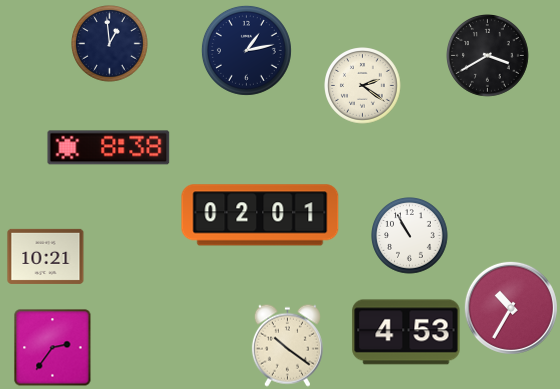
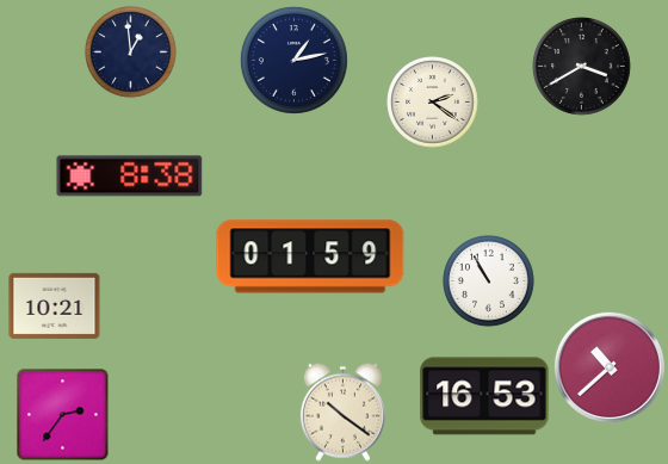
clock at (260, 215): 02:01 -> 01:59
clock at (511, 308): 10:35 -> 10:38
clock at (406, 332): 4:53 -> 16:53
